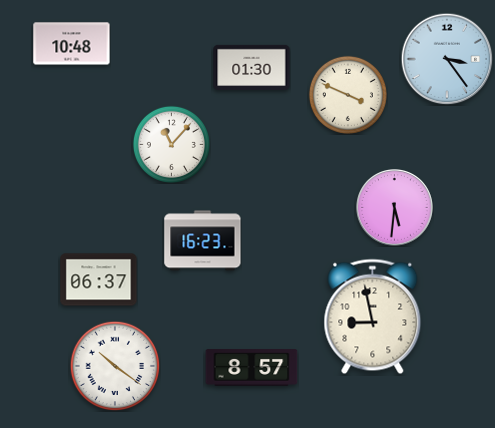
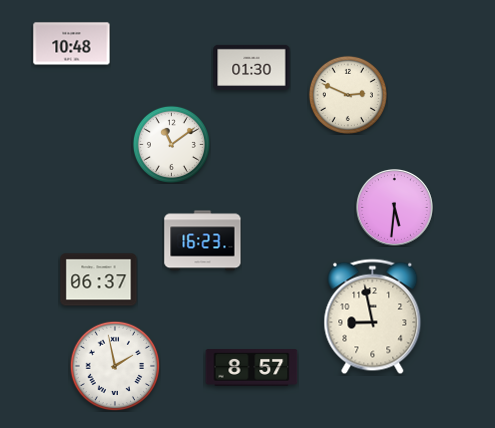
clock at (447, 59): 3:24 -> none
clock at (348, 95): 3:49 -> 2:49
clock at (171, 144): 11:07 -> 11:09
clock at (115, 366): 10:21 -> 1:58
